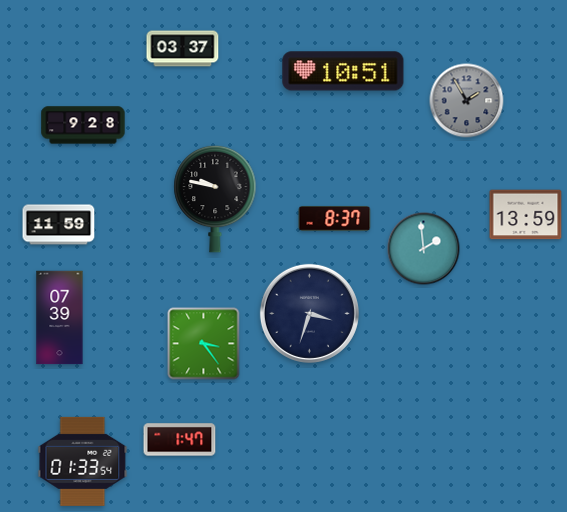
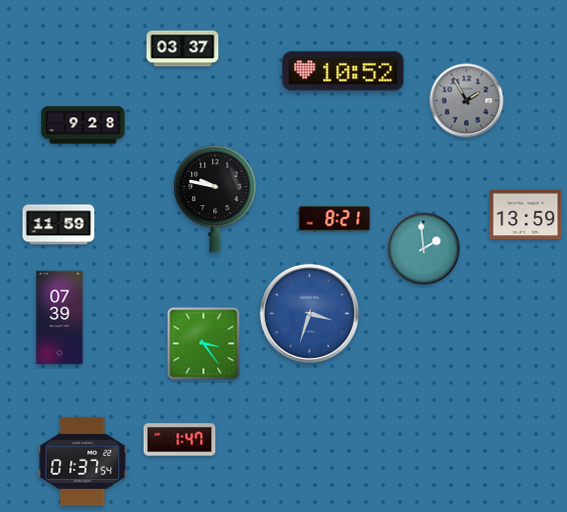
clock at (343, 71): 10:51 -> 10:52
clock at (335, 219): 8:37 -> 8:21
clock at (309, 313) dial: navy -> blue
clock at (83, 461): 01:33 -> 01:37
